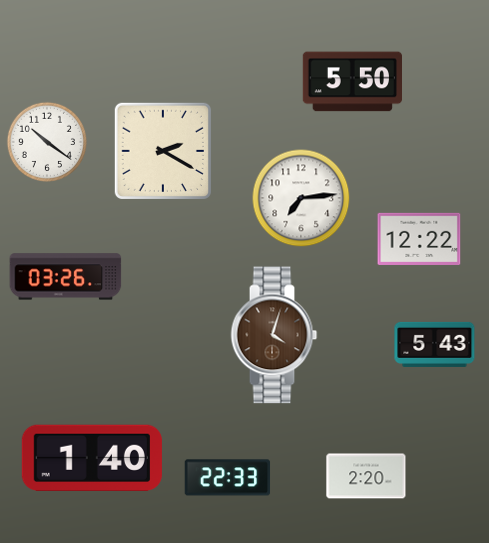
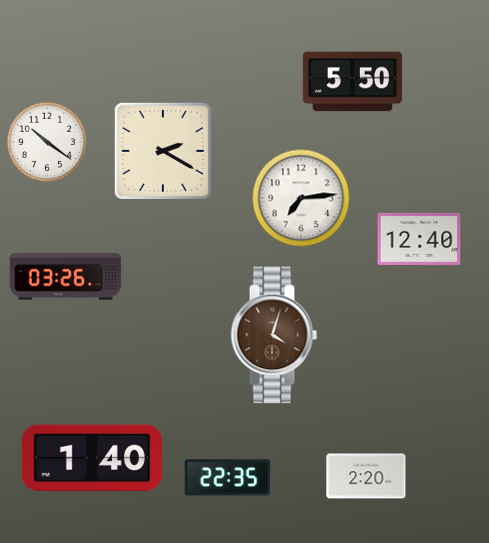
clock at (419, 239): 12:22 -> 12:40
clock at (435, 344): 5:43 -> none
clock at (228, 478): 22:33 -> 22:35
